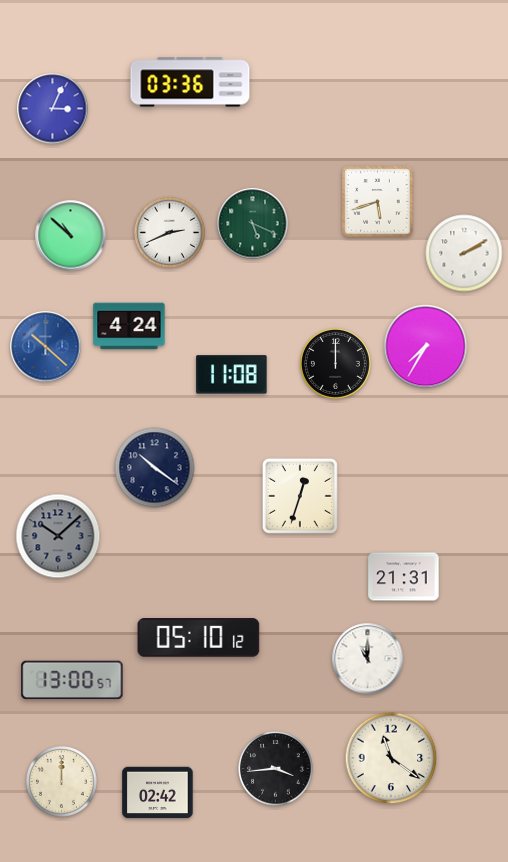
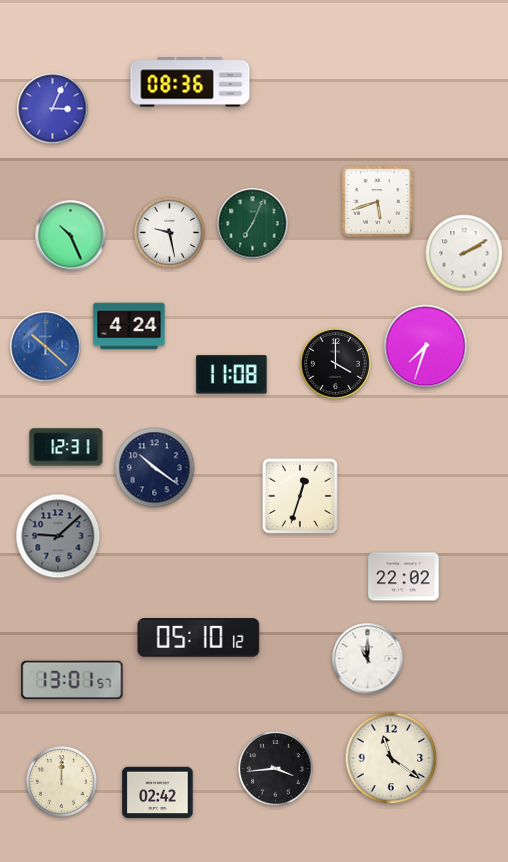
clock at (190, 82): 03:36 -> 08:36
clock at (253, 224): 5:19 -> 7:04
clock at (169, 232): 2:41 -> 9:28
clock at (71, 236): 10:52 -> 10:26
clock at (426, 347): 7:35 -> 7:33
clock at (335, 363): 12:00 -> 4:00
clock at (66, 447): none -> 12:31
clock at (58, 536): 10:08 -> 9:08
clock at (404, 577): 21:31 -> 22:02
clock at (72, 680): 13:00 -> 13:01
